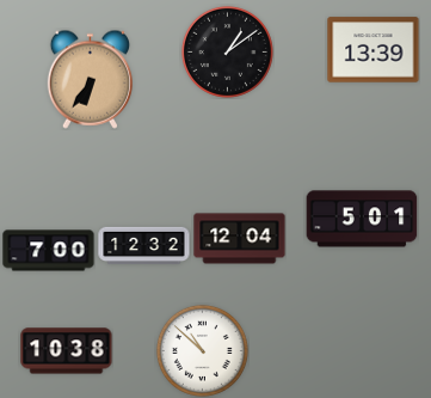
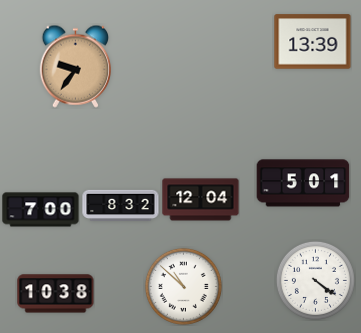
clock at (227, 51): 1:09 -> none
clock at (90, 79): 6:36 -> 9:36
clock at (144, 246): 12:32 -> 8:32
clock at (315, 280): none -> 4:21
clock at (202, 350) position: (202, 350) -> (183, 286)
